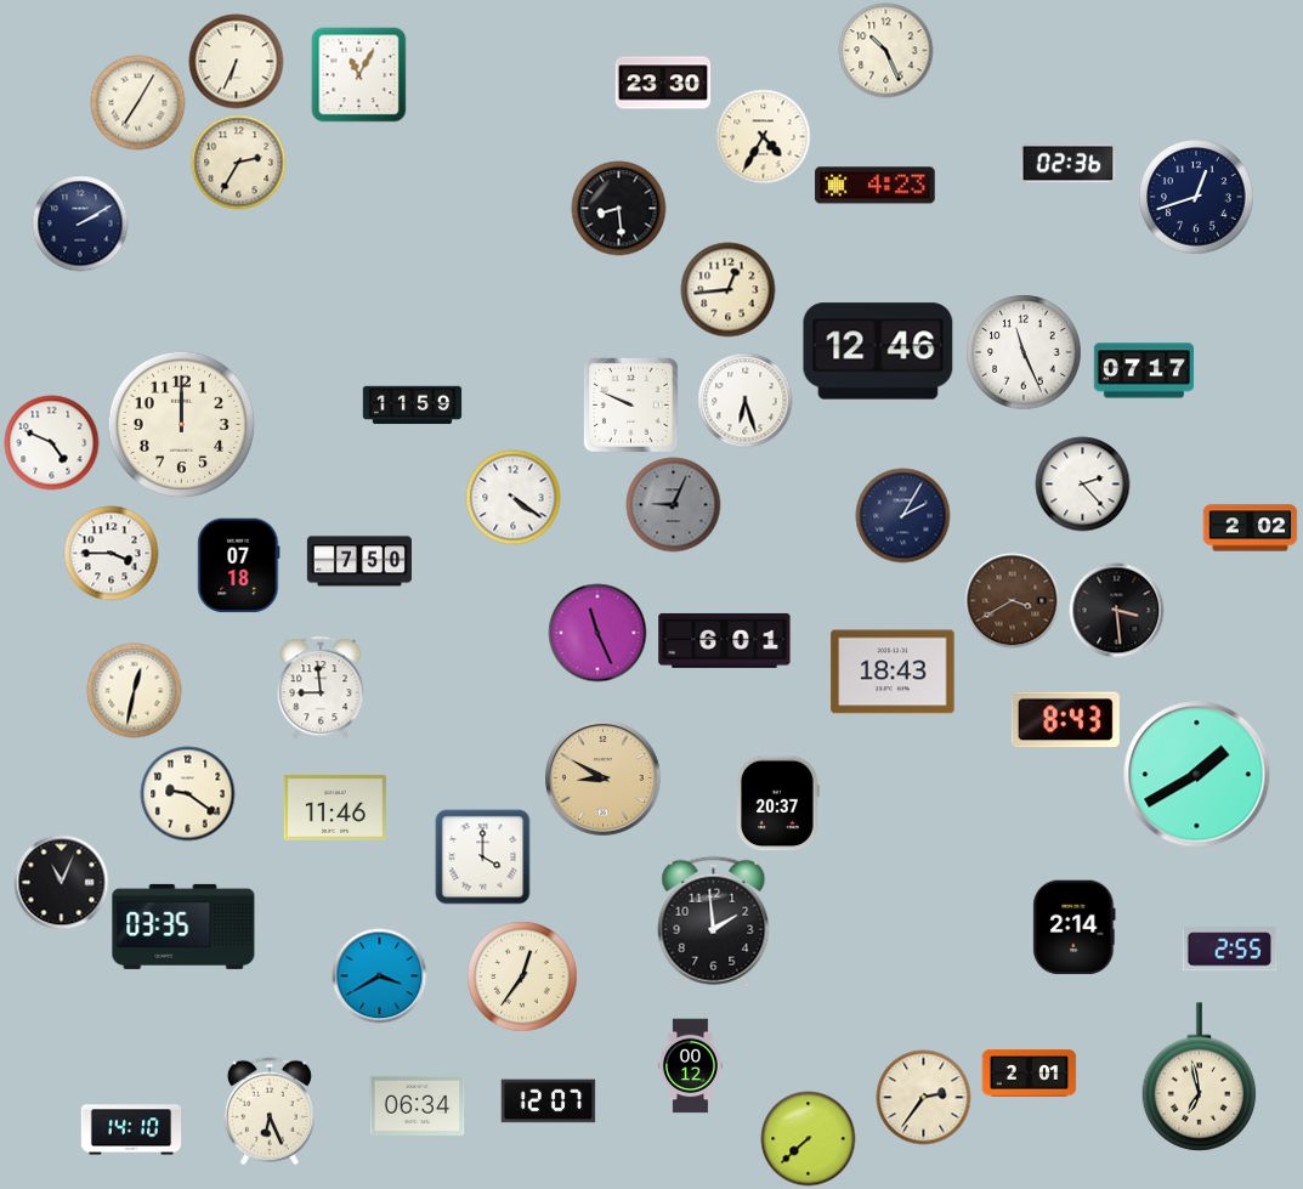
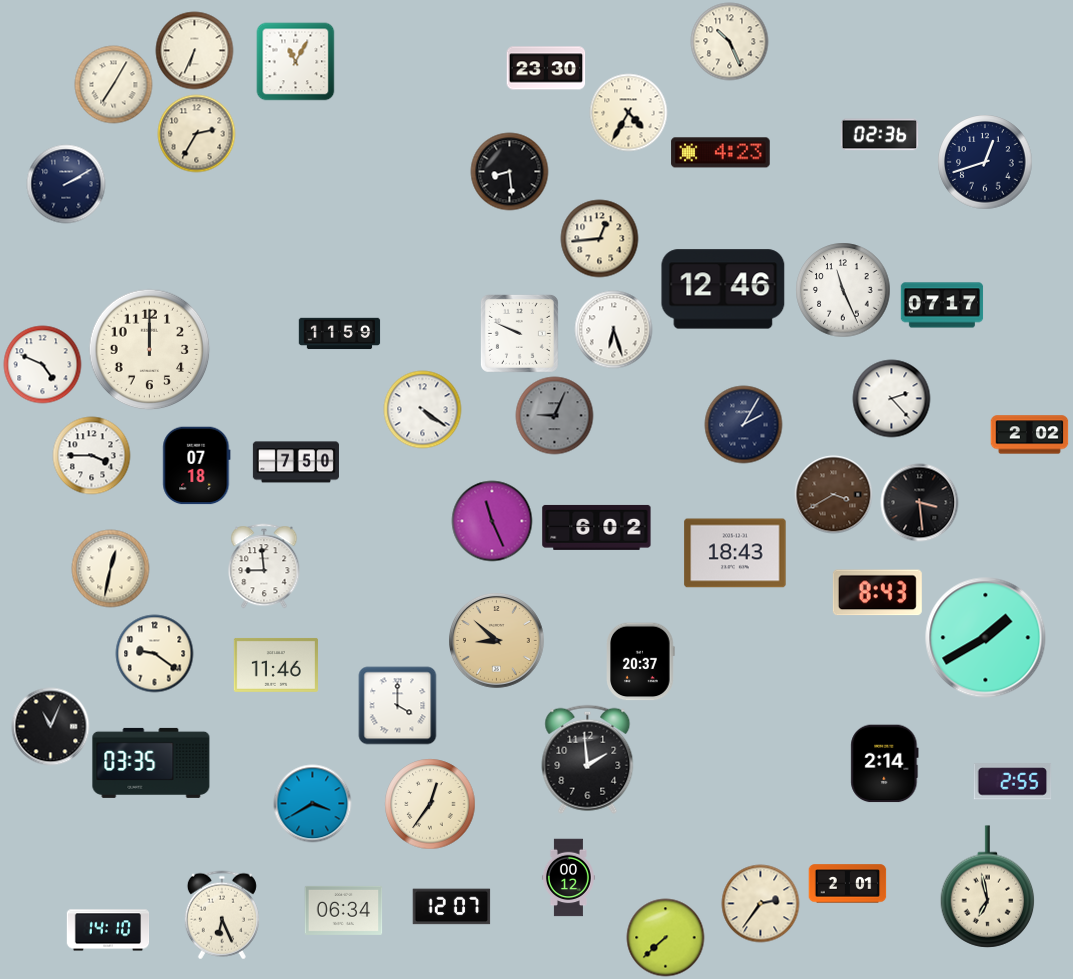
clock at (725, 640): 6:01 -> 6:02
clock at (604, 778): 8:50 -> 8:52
